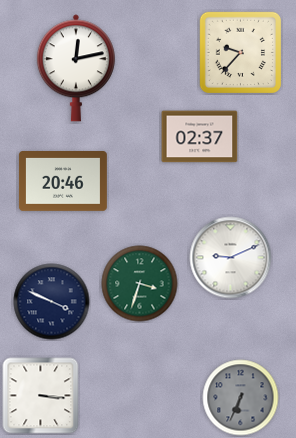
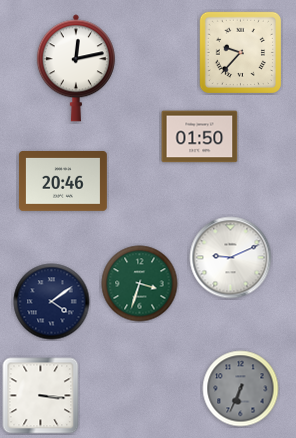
clock at (200, 137): 02:37 -> 01:50
clock at (52, 302): 3:49 -> 4:09
clock at (241, 398) position: (241, 398) -> (241, 389)
